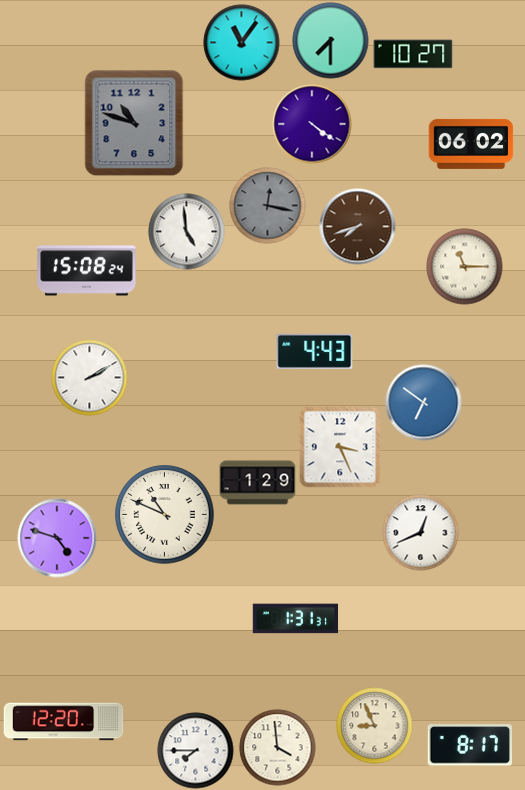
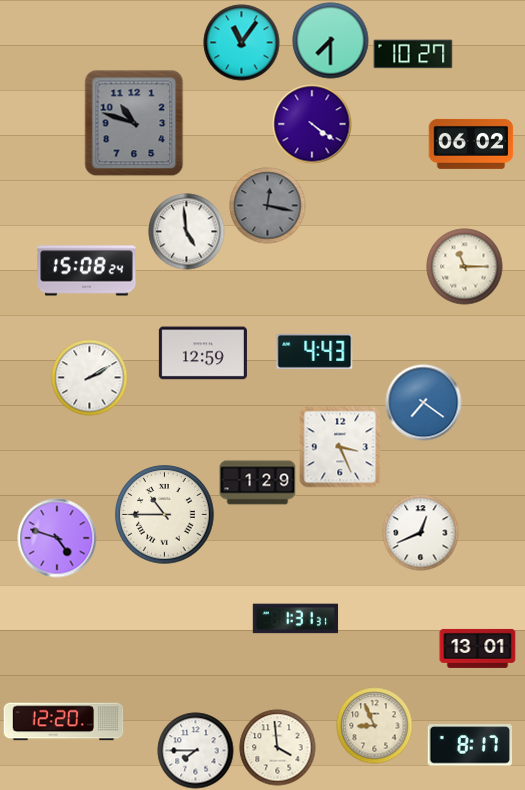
clock at (358, 227): 7:42 -> none
clock at (203, 353): none -> 12:59
clock at (424, 403): 6:51 -> 7:21
clock at (165, 515): 10:49 -> 10:45
clock at (478, 648): none -> 13:01
